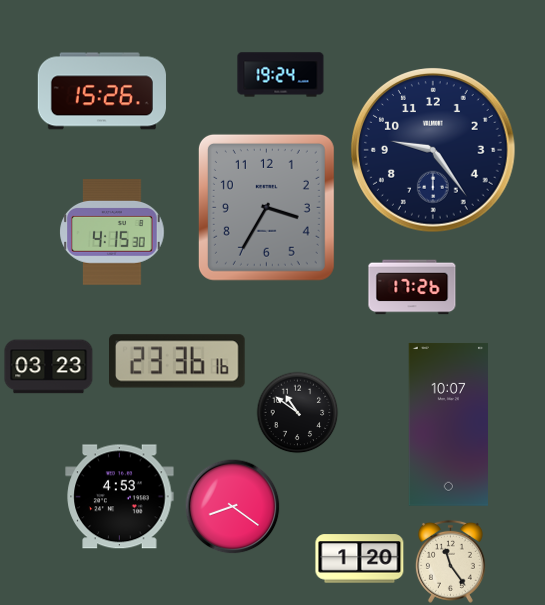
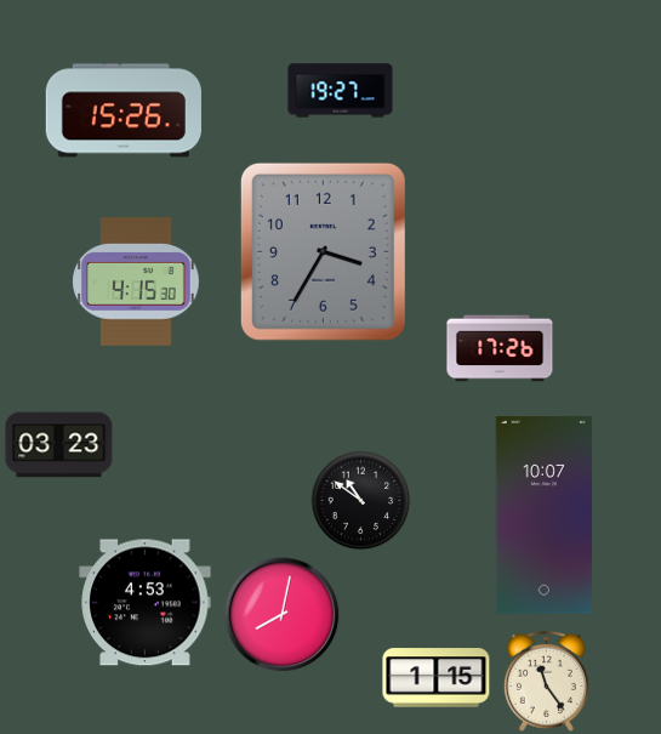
clock at (281, 75): 19:24 -> 19:27
clock at (434, 151): 9:24 -> none
clock at (178, 361): 23:36 -> none
clock at (233, 507): 8:21 -> 8:02
clock at (360, 559): 1:20 -> 1:15
